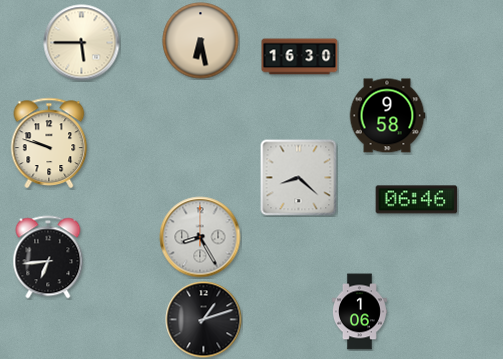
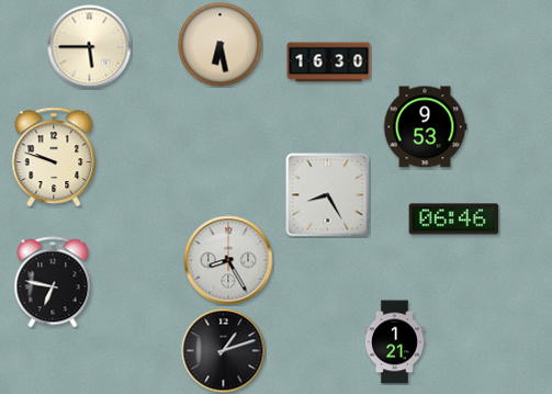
clock at (387, 116): 9:58 -> 9:53
clock at (299, 178): 8:22 -> 8:25
clock at (417, 200) position: (417, 200) -> (454, 219)
clock at (200, 237) position: (200, 237) -> (228, 260)
clock at (48, 257): 6:44 -> 6:47
clock at (359, 312): 1:06 -> 1:21
